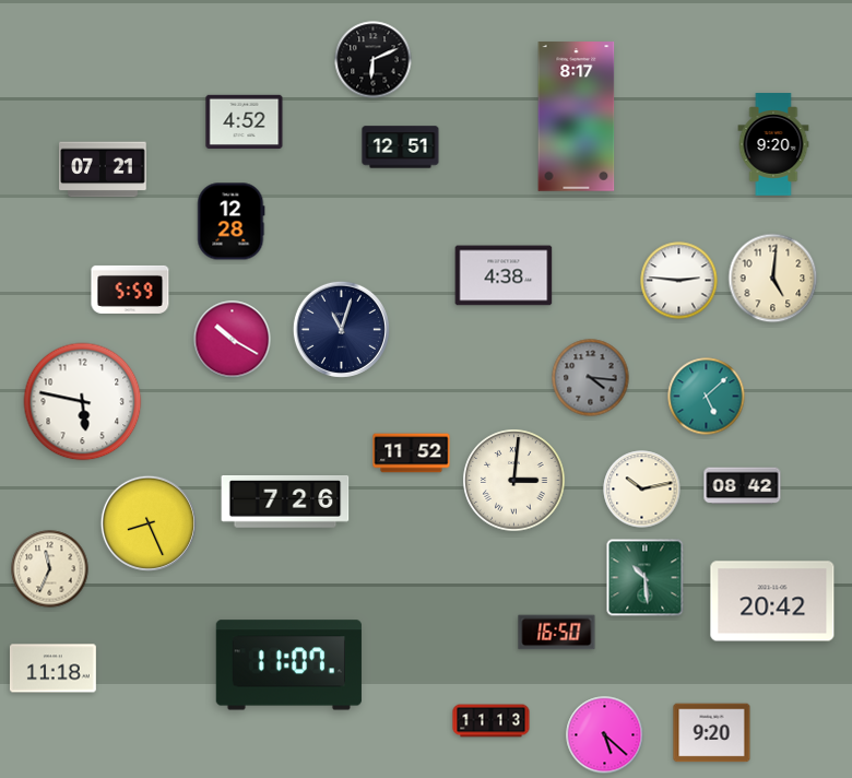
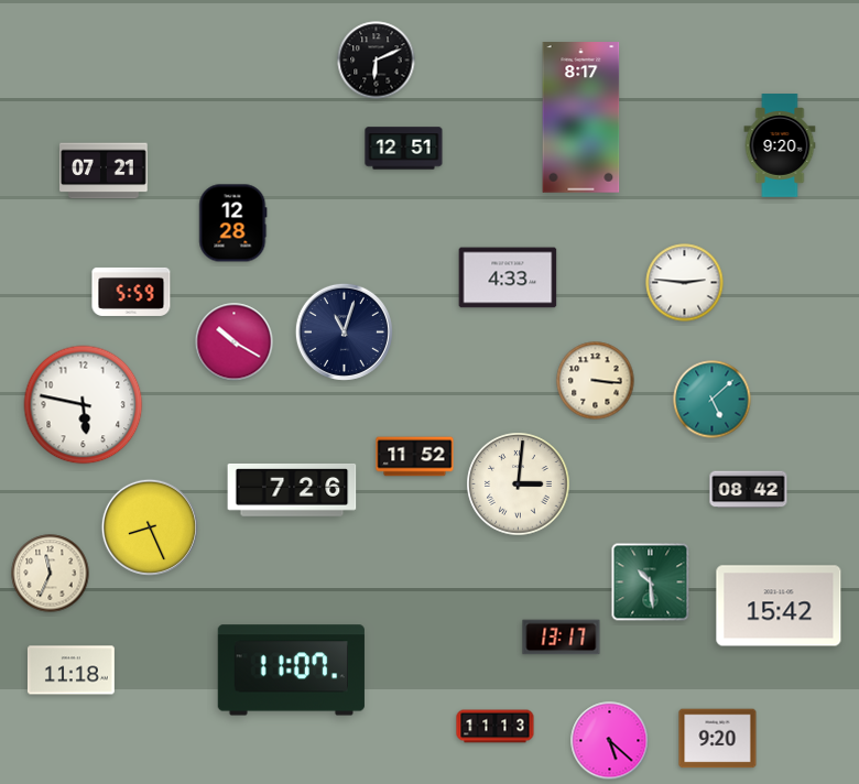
clock at (245, 122): 4:52 -> none
clock at (504, 275): 4:38 -> 4:33
clock at (773, 279): 5:01 -> none
clock at (591, 378): 4:16 -> 3:16
clock at (591, 378) dial: grey -> cream
clock at (642, 490): 10:13 -> none
clock at (285, 503) position: (285, 503) -> (292, 491)
clock at (772, 601): 20:42 -> 15:42
clock at (557, 633): 16:50 -> 13:17
clock at (52, 669) position: (52, 669) -> (70, 671)
